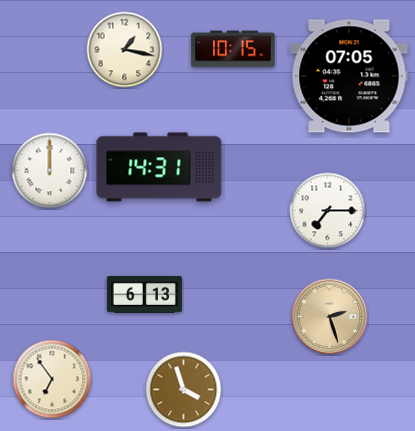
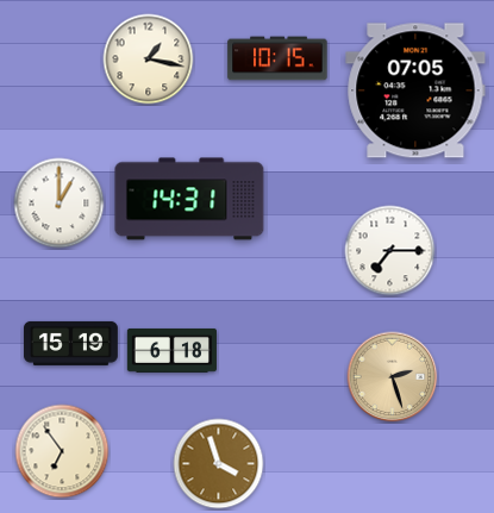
clock at (50, 171): 12:00 -> 1:00
clock at (71, 343): none -> 15:19
clock at (144, 294): 6:13 -> 6:18
